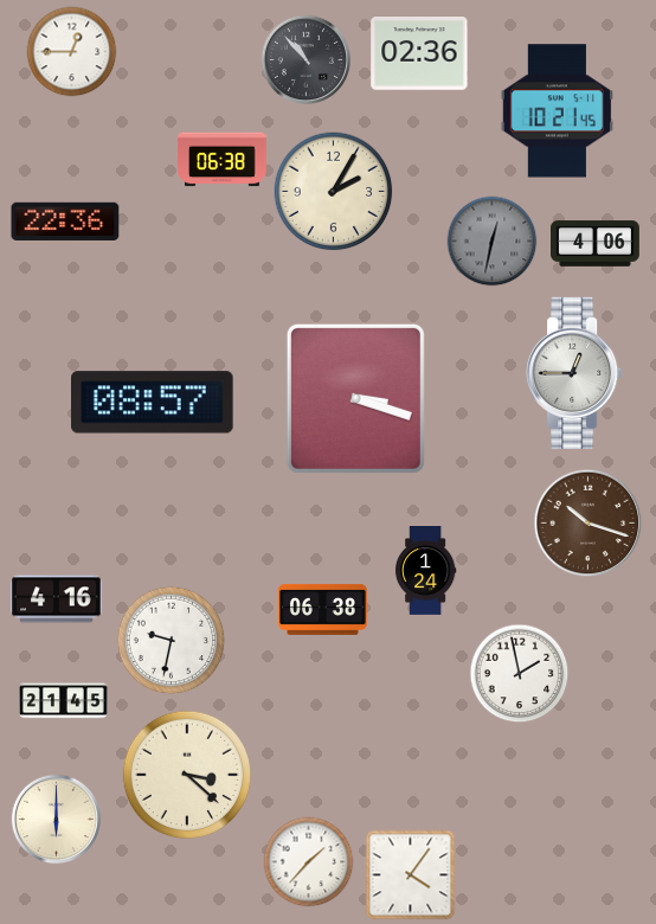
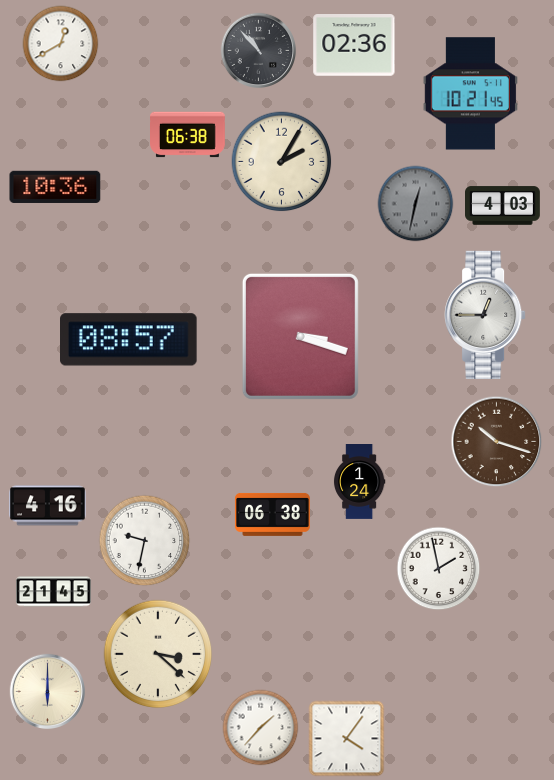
clock at (72, 52): 12:45 -> 12:40
clock at (65, 220): 22:36 -> 10:36
clock at (596, 244): 4:06 -> 4:03
